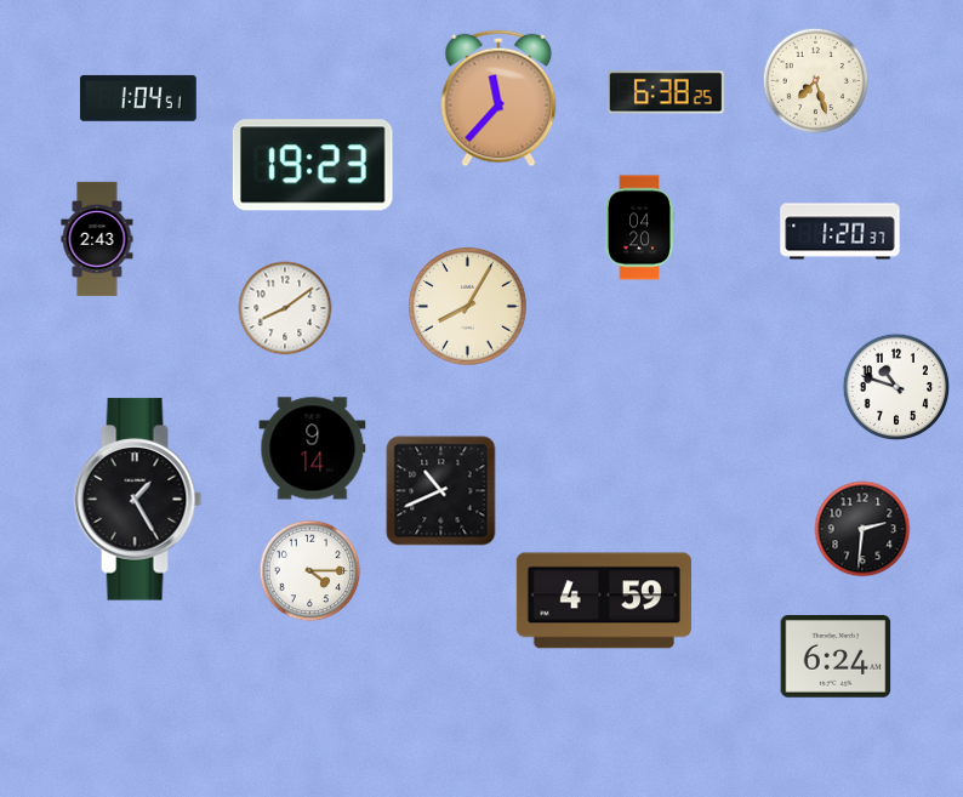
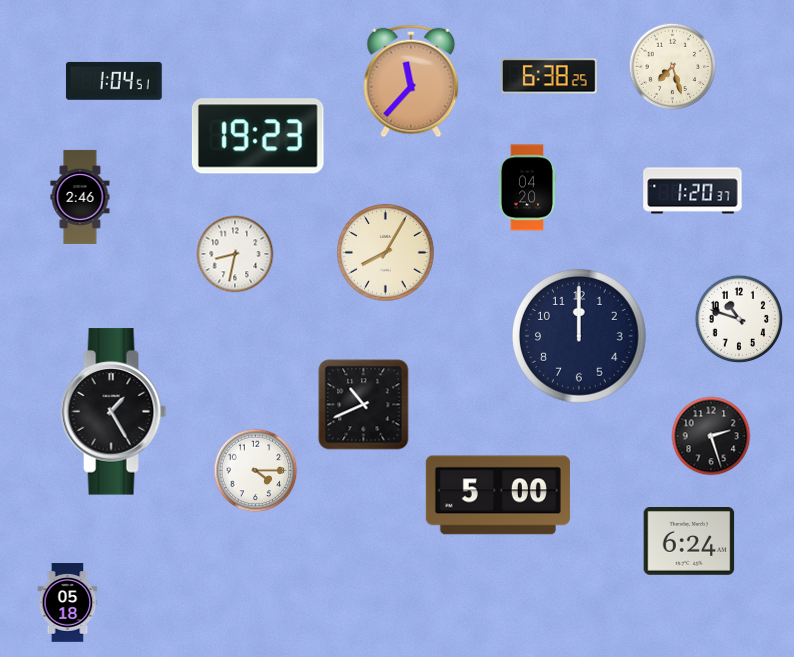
clock at (97, 239): 2:43 -> 2:46
clock at (285, 308): 8:09 -> 8:32
clock at (580, 337): none -> 12:00
clock at (313, 449): 9:14 -> none
clock at (862, 529): 2:31 -> 2:27
clock at (604, 600): 4:59 -> 5:00
clock at (68, 603): none -> 05:18
